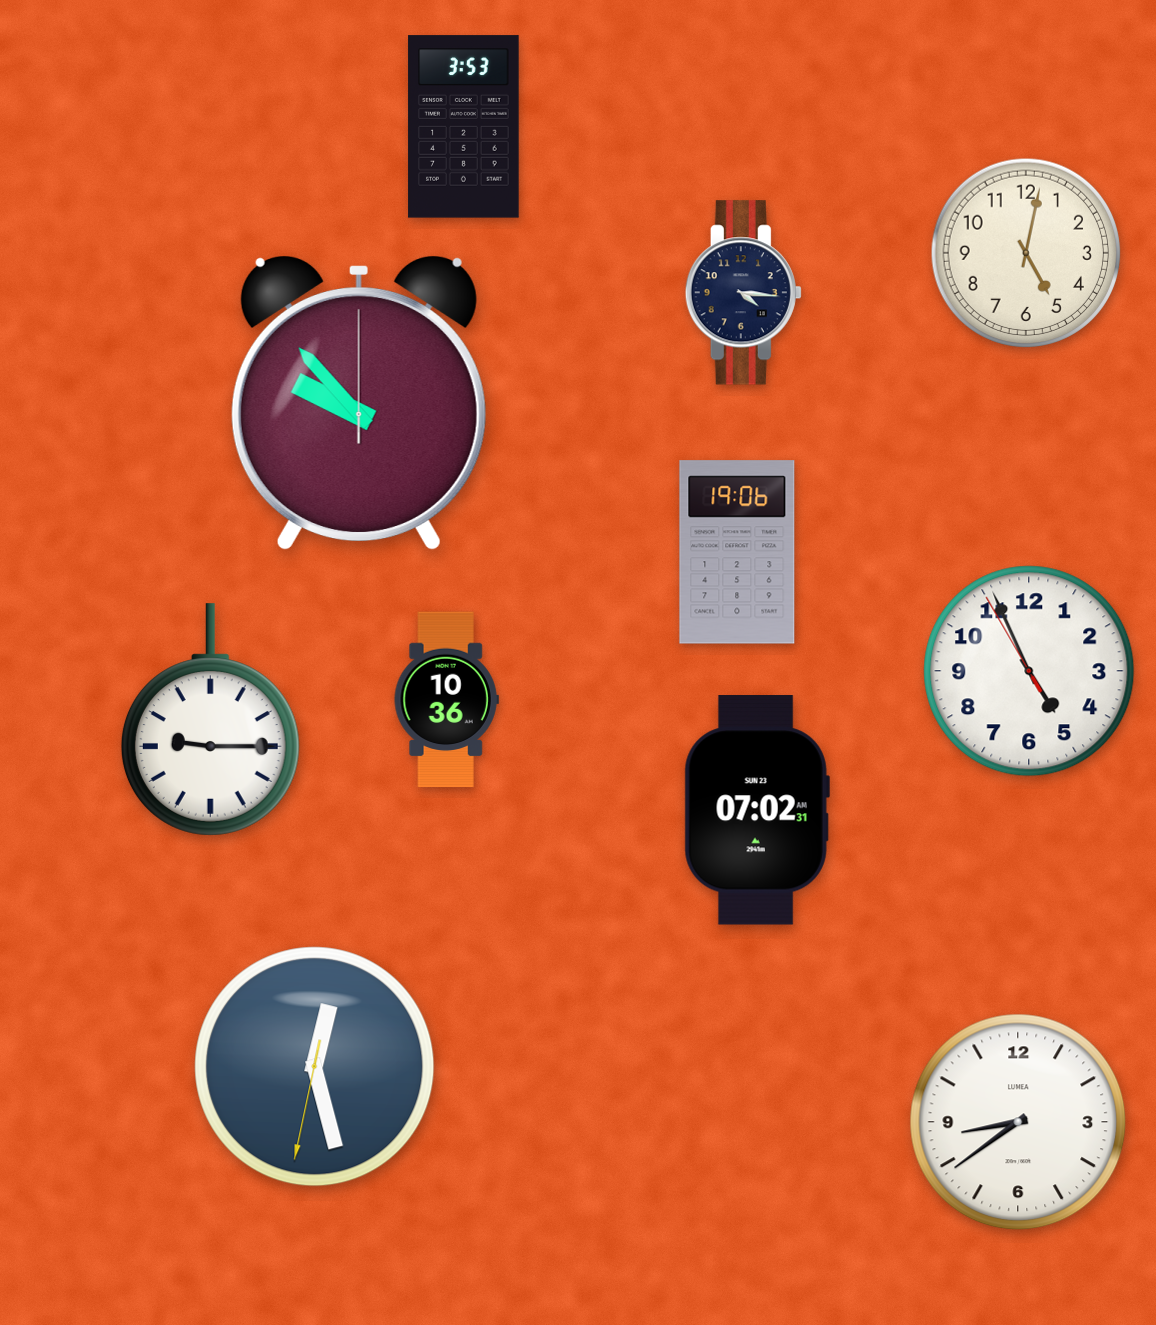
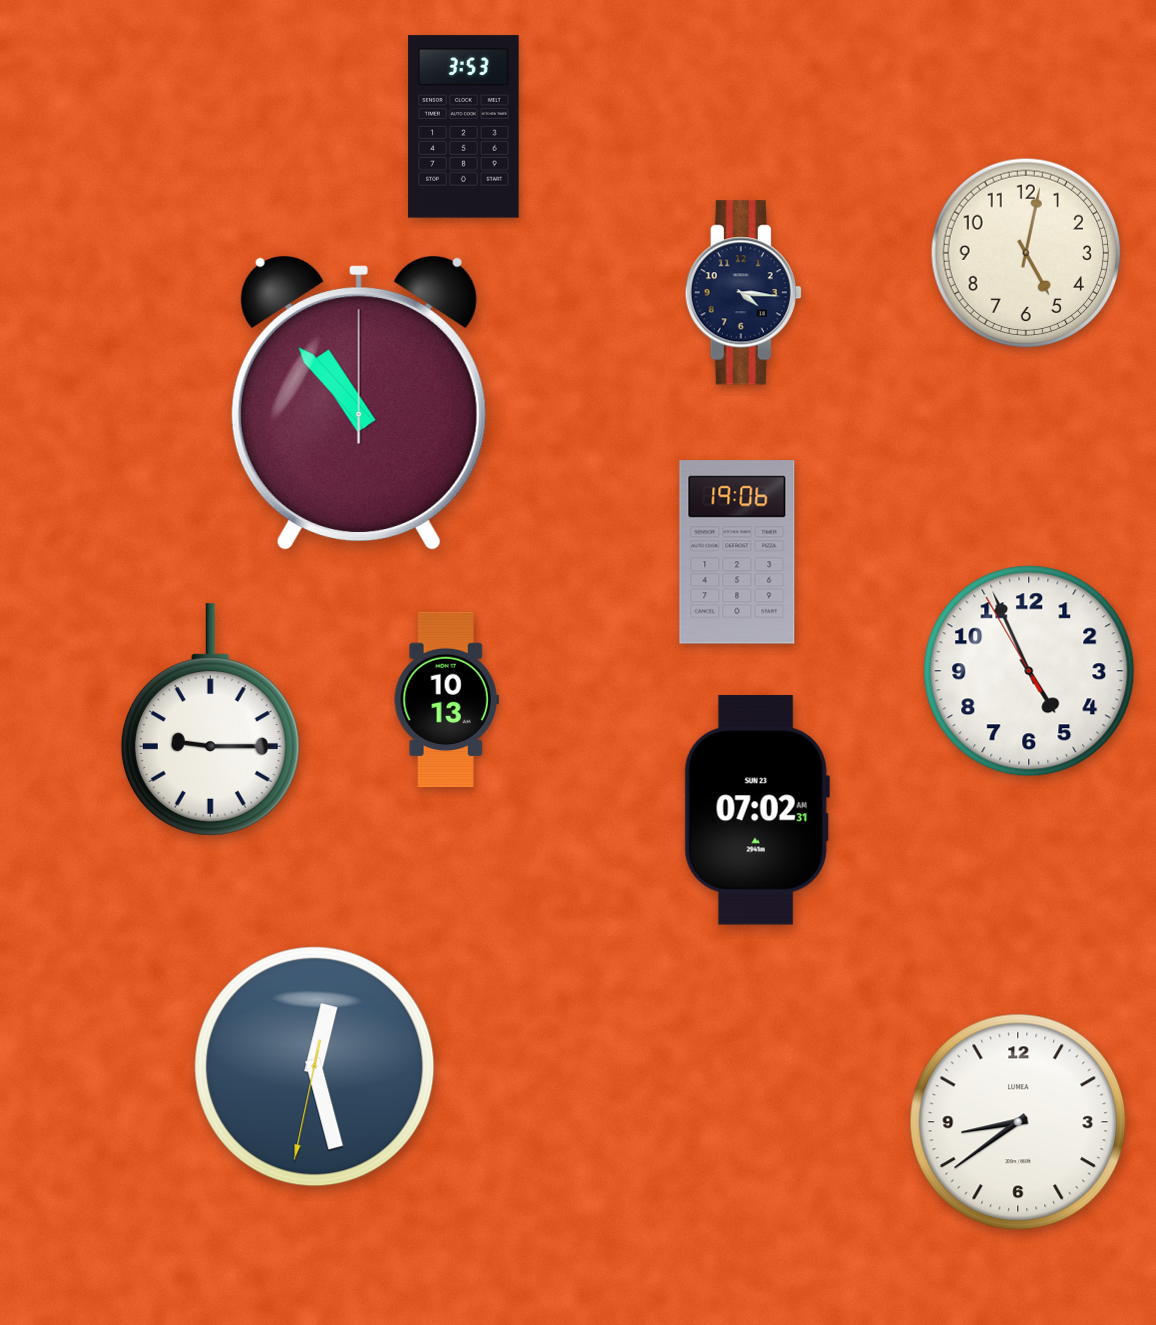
clock at (359, 403): 9:53 -> 10:53
clock at (446, 700): 10:36 -> 10:13
